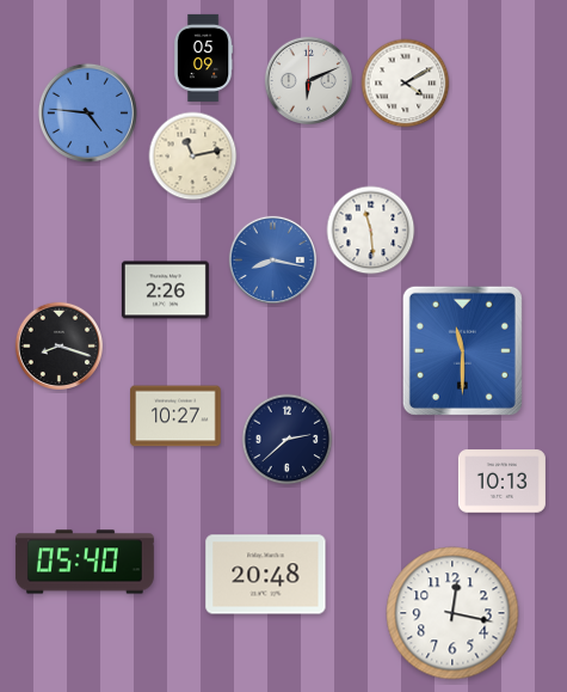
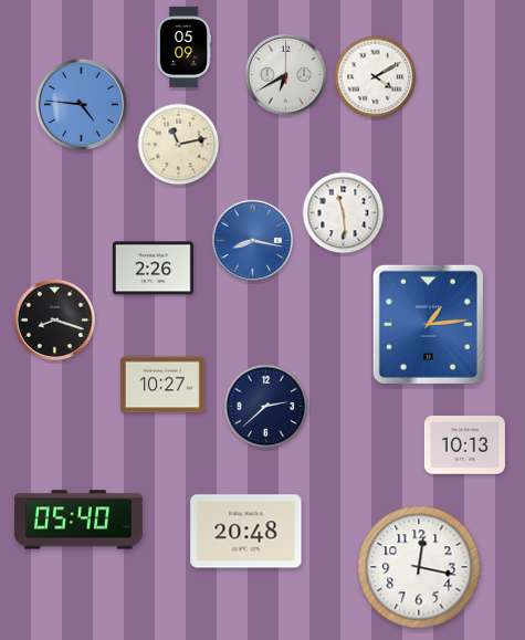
clock at (203, 57) position: (203, 57) -> (183, 46)
clock at (308, 80): 6:11 -> 6:40
clock at (462, 350): 11:30 -> 1:14
